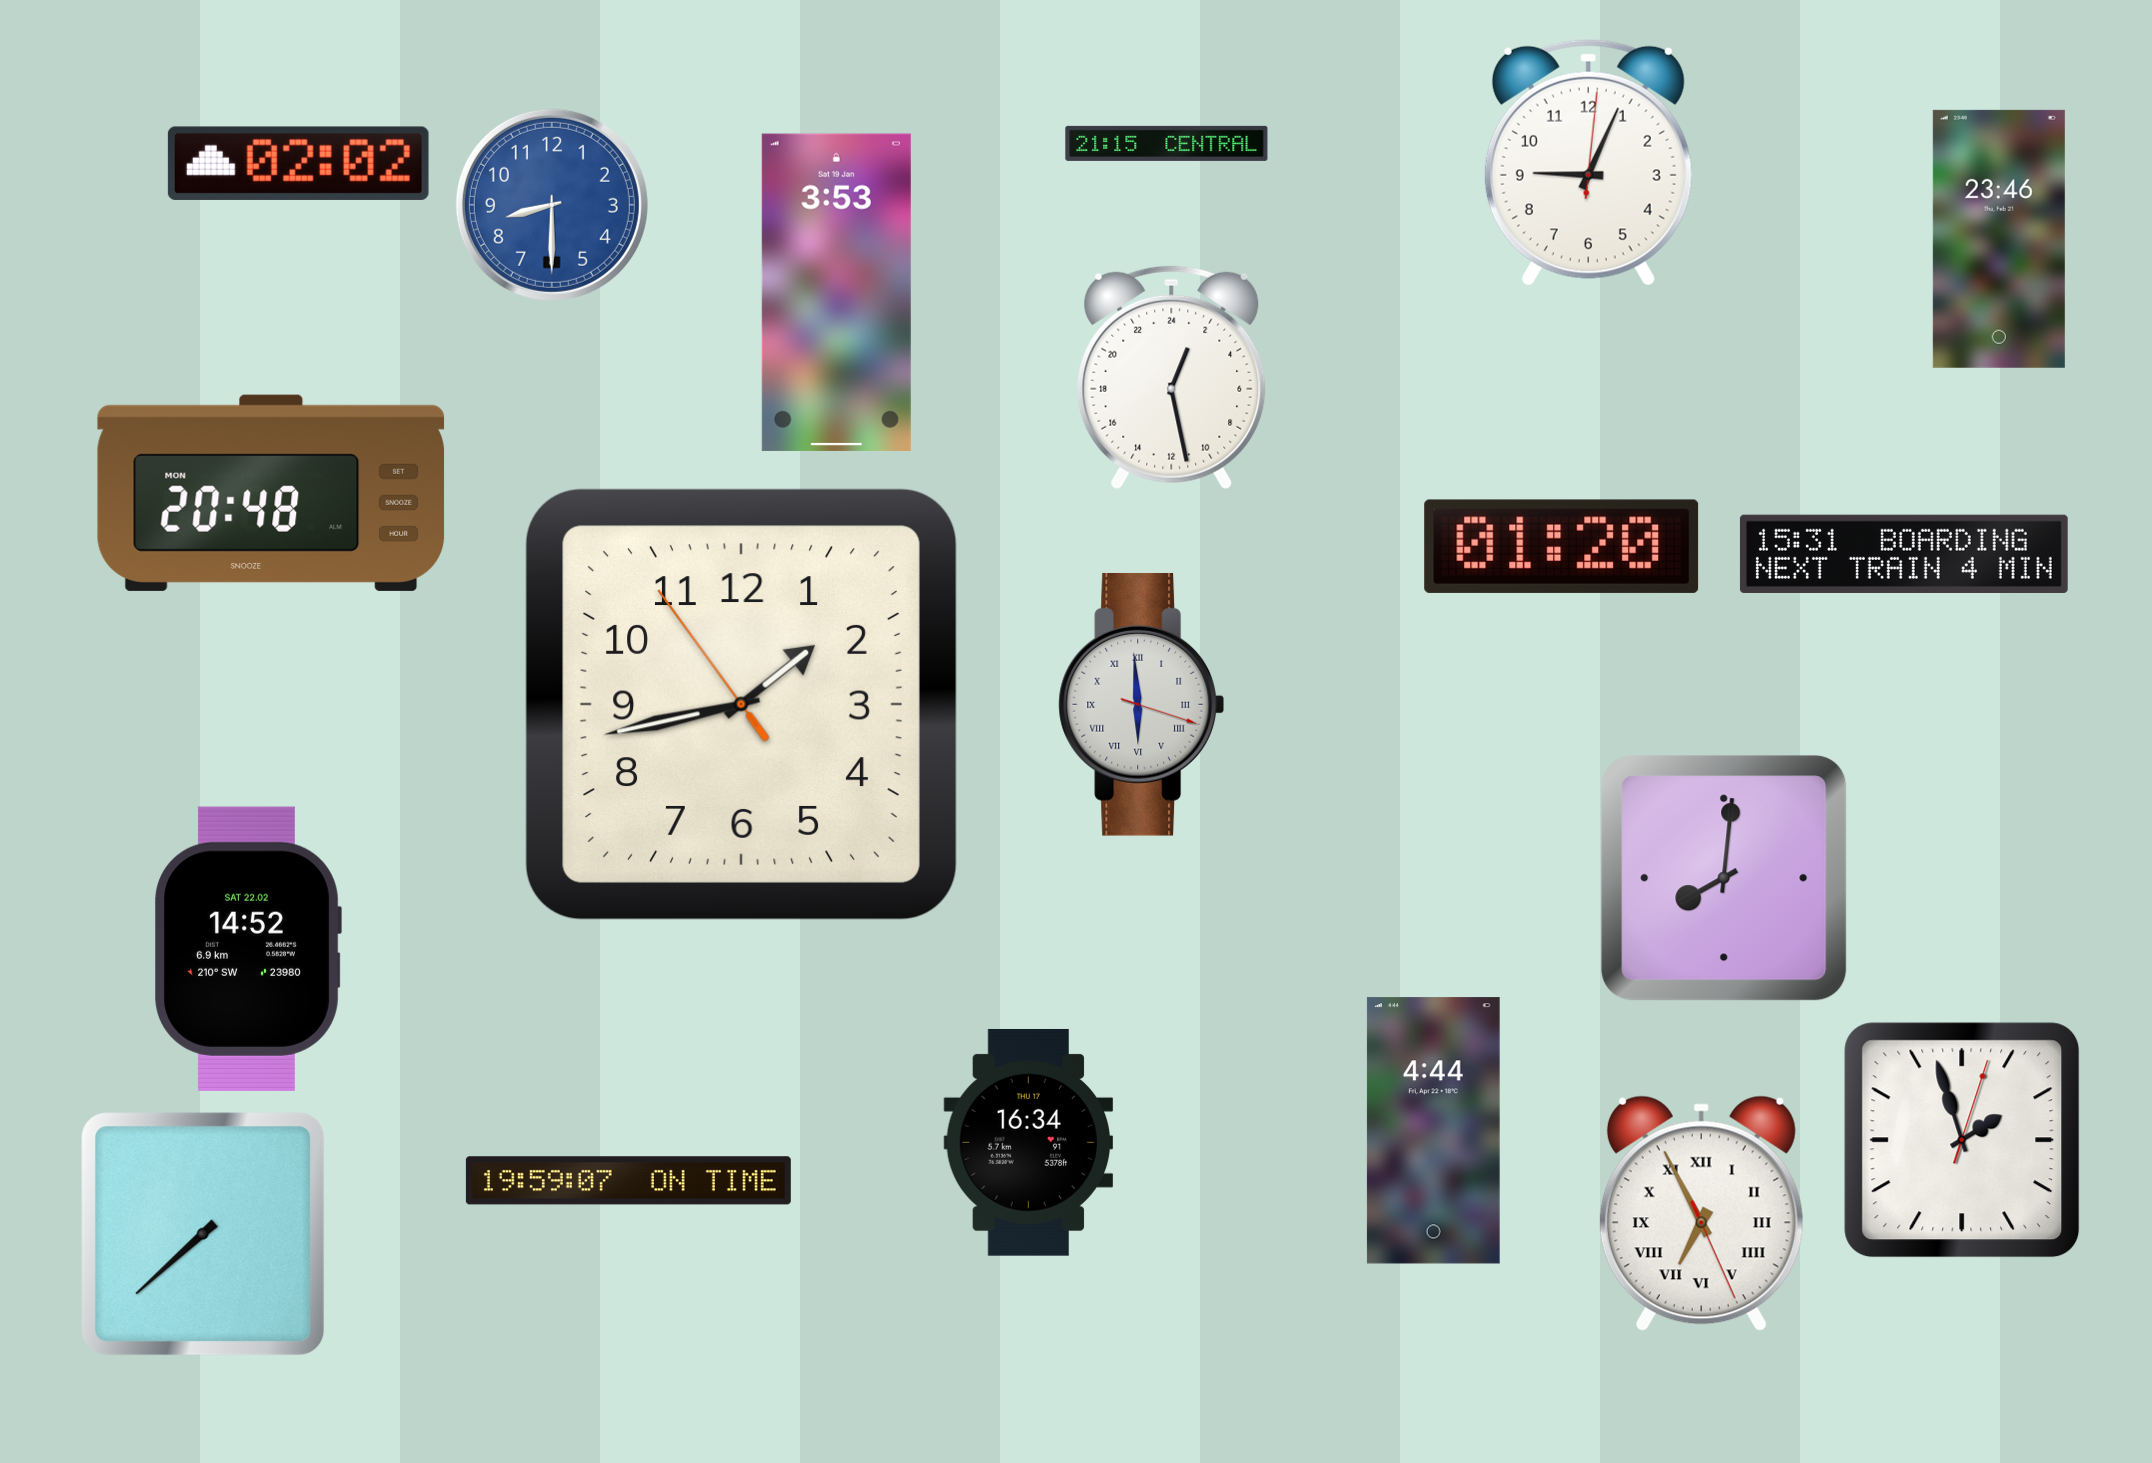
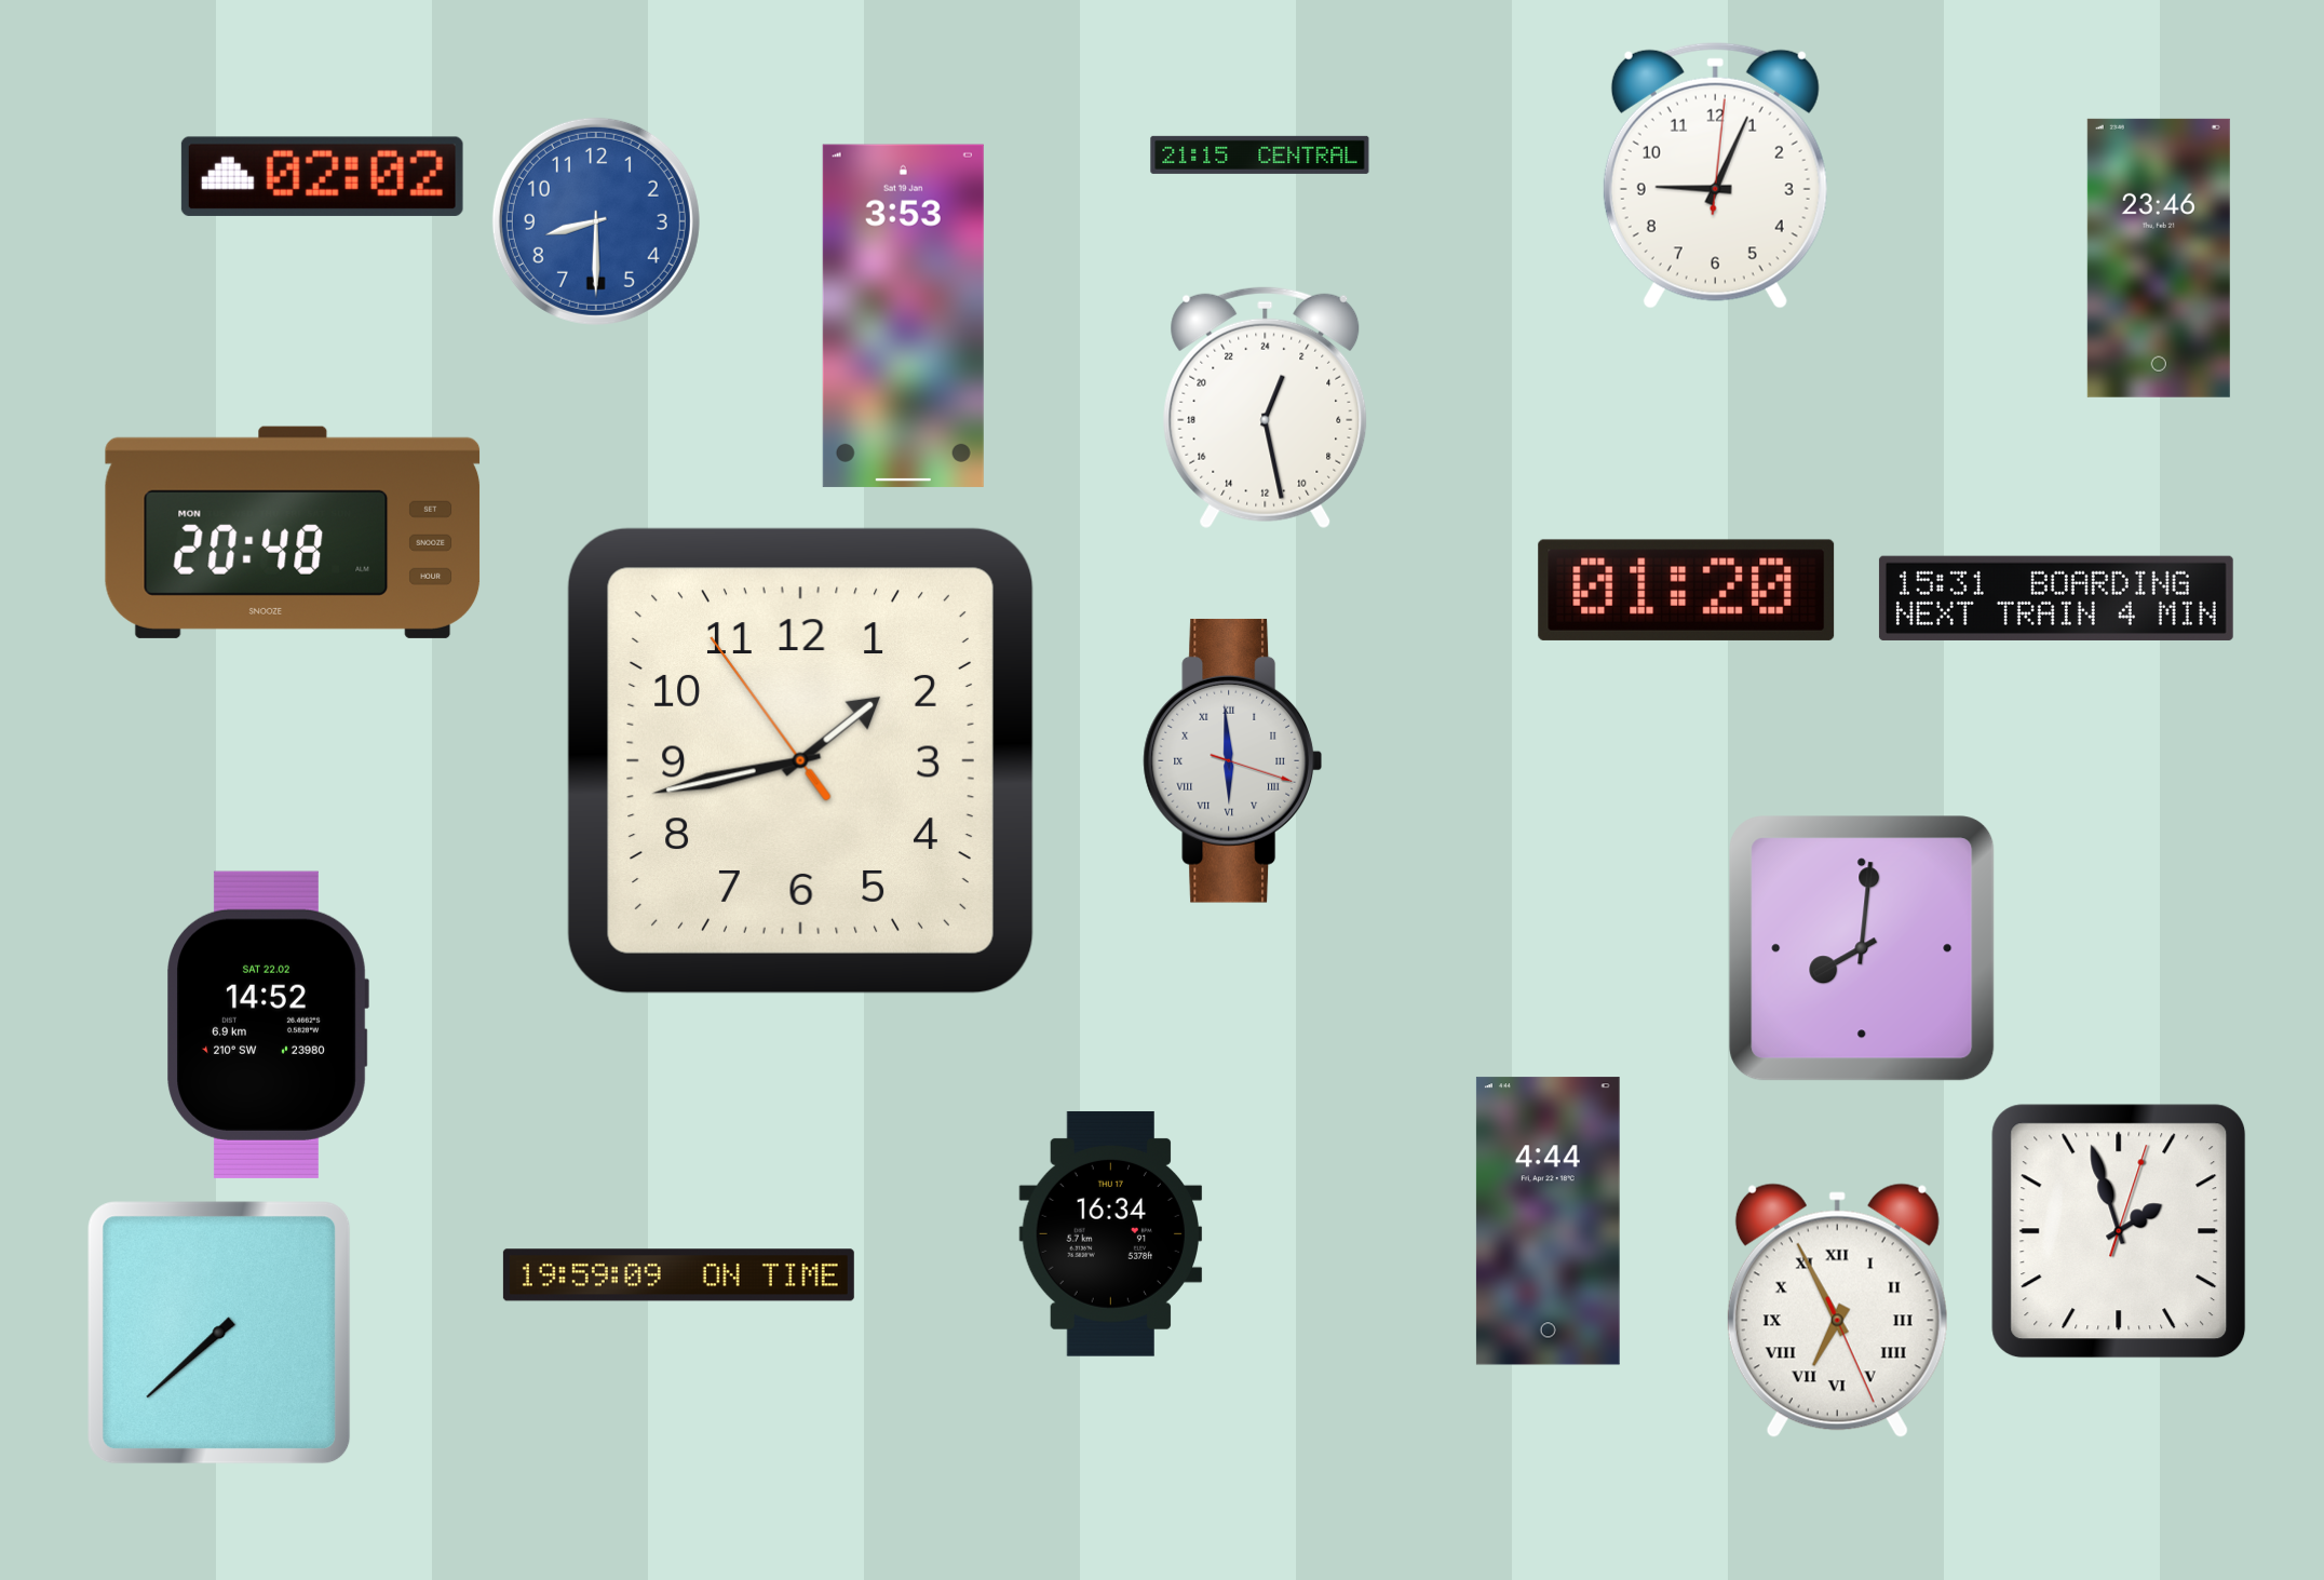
clock at (628, 1181): 19:59:07 -> 19:59:09
